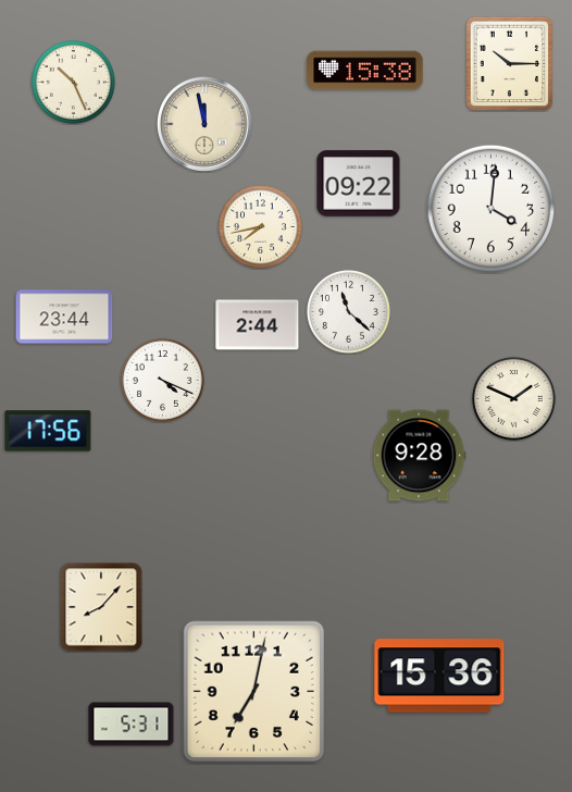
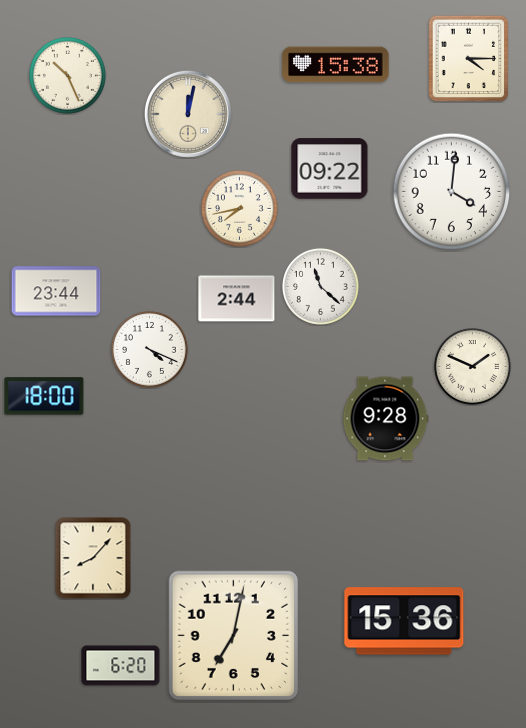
clock at (510, 63): 10:15 -> 4:15
clock at (204, 124): 11:58 -> 12:02
clock at (64, 317) position: (64, 317) -> (56, 291)
clock at (48, 431): 17:56 -> 18:00
clock at (132, 725): 5:31 -> 6:20
